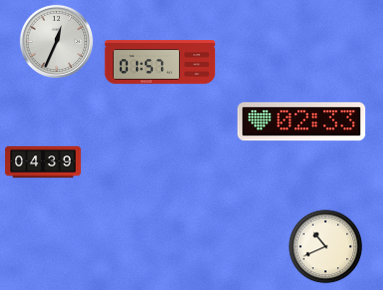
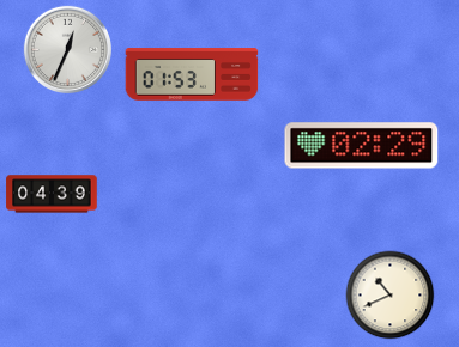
clock at (160, 62): 01:57 -> 01:53
clock at (302, 122): 02:33 -> 02:29
